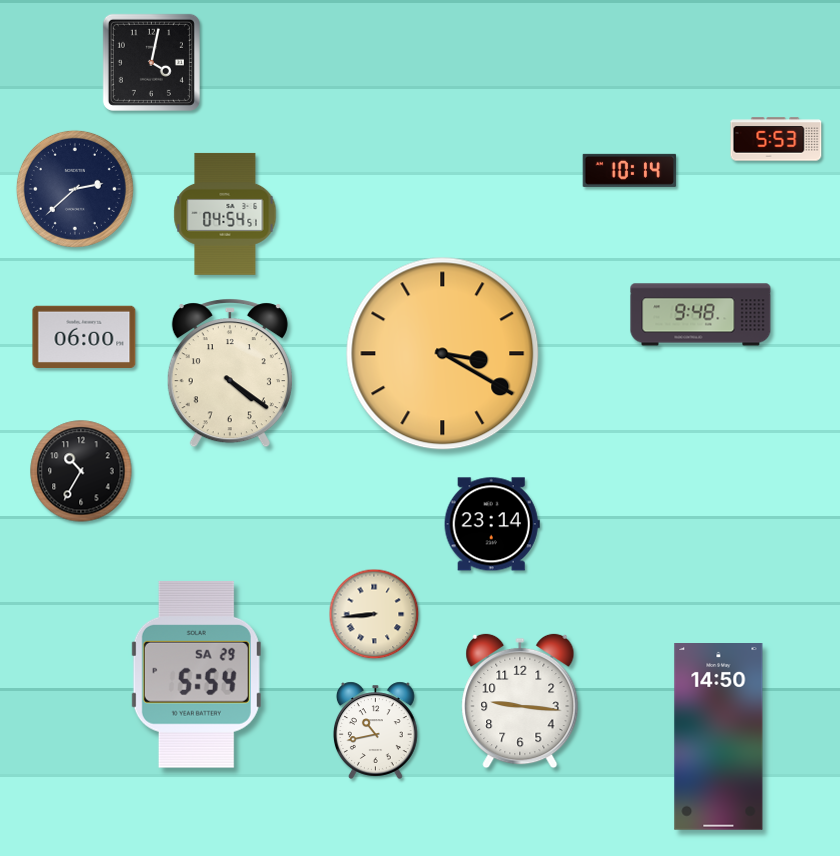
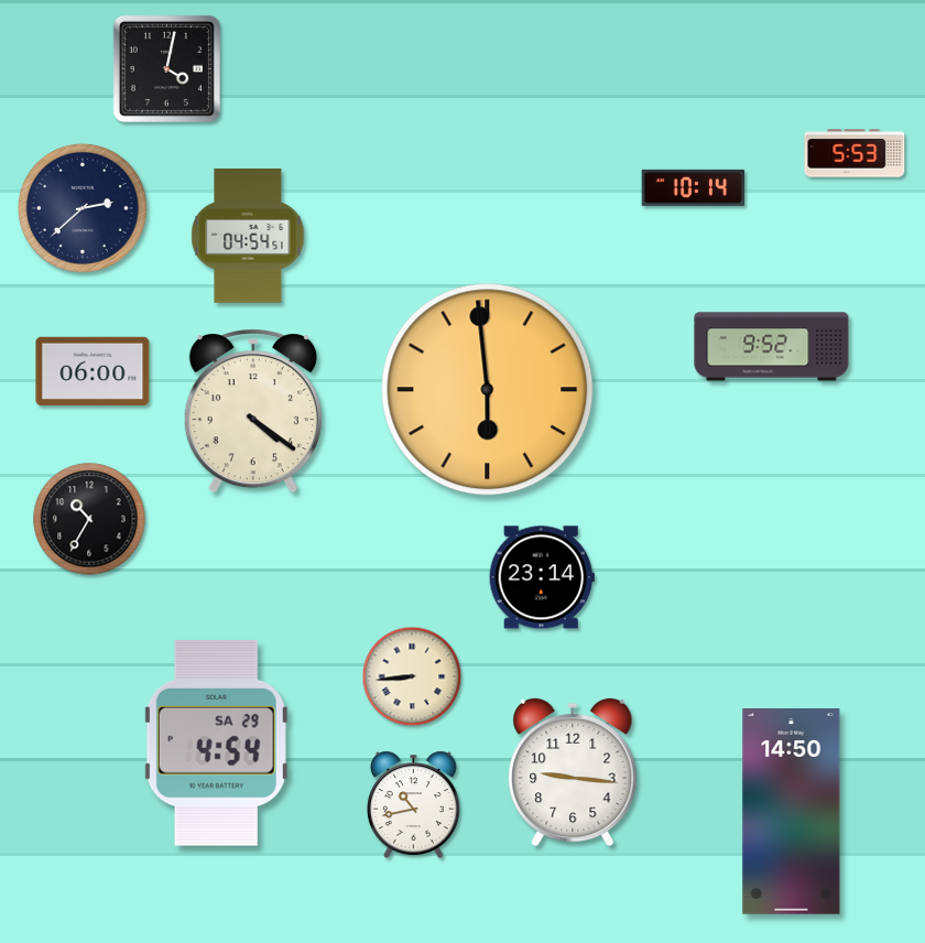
clock at (701, 315): 9:48 -> 9:52
clock at (443, 354): 3:20 -> 5:59
clock at (196, 674): 5:54 -> 4:54
